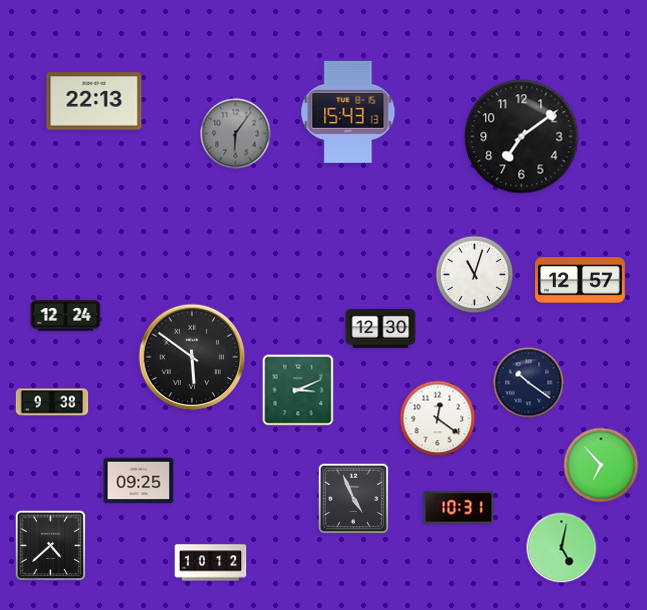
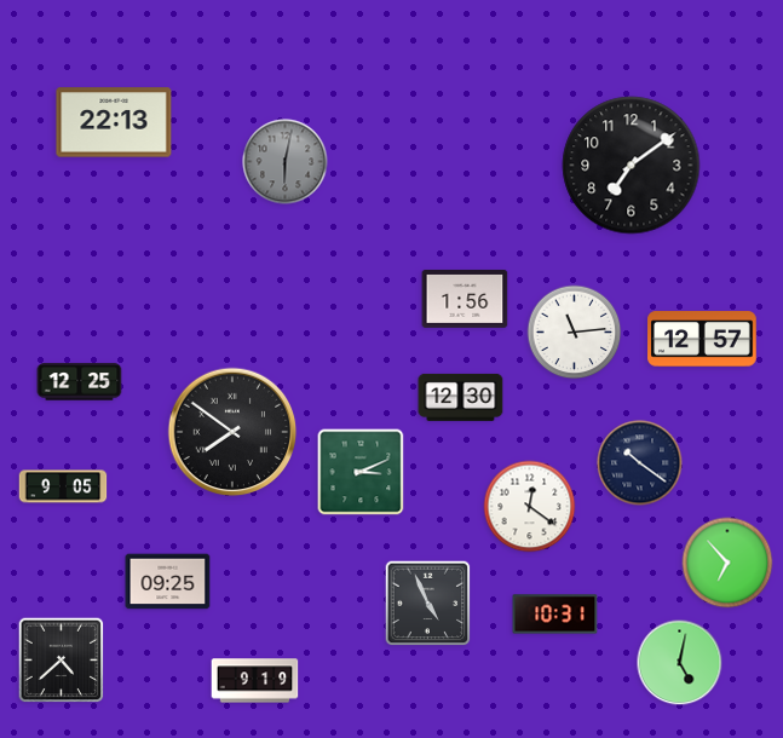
clock at (348, 112): 15:43 -> none
clock at (236, 134): 6:06 -> 6:02
clock at (465, 299): none -> 1:56
clock at (475, 275): 11:03 -> 11:14
clock at (66, 316): 12:24 -> 12:25
clock at (192, 357): 5:51 -> 7:51
clock at (52, 402): 9:38 -> 9:05
clock at (211, 563): 10:12 -> 9:19
